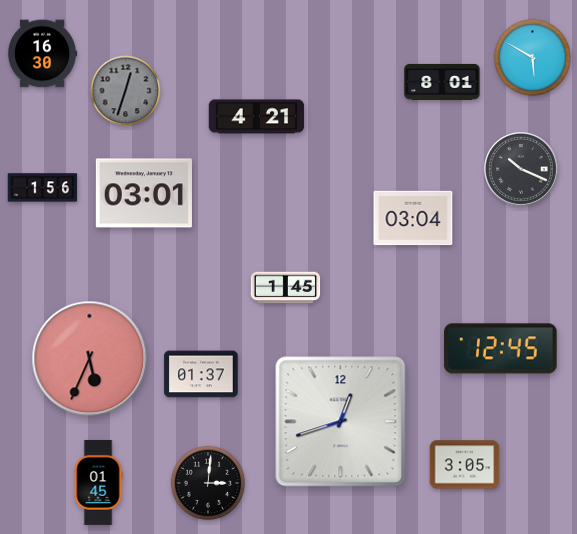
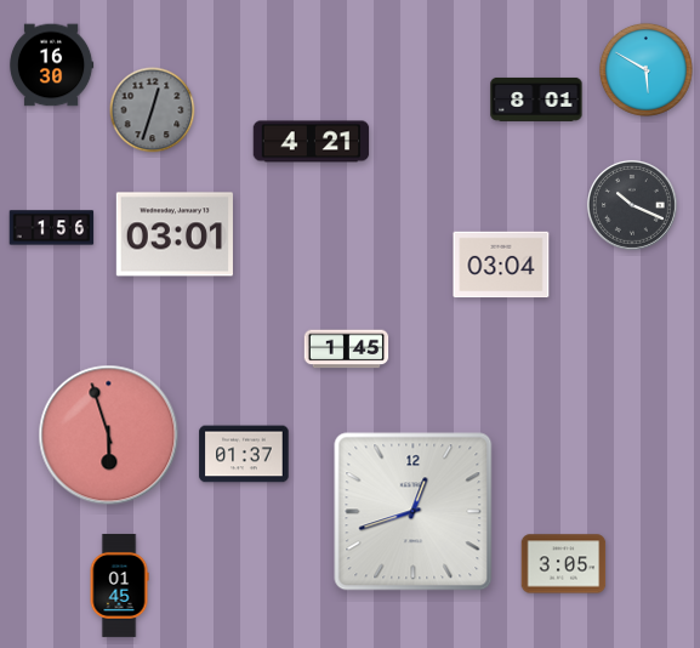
clock at (501, 349): 12:45 -> none
clock at (90, 359): 5:34 -> 5:57
clock at (208, 483): 3:01 -> none
